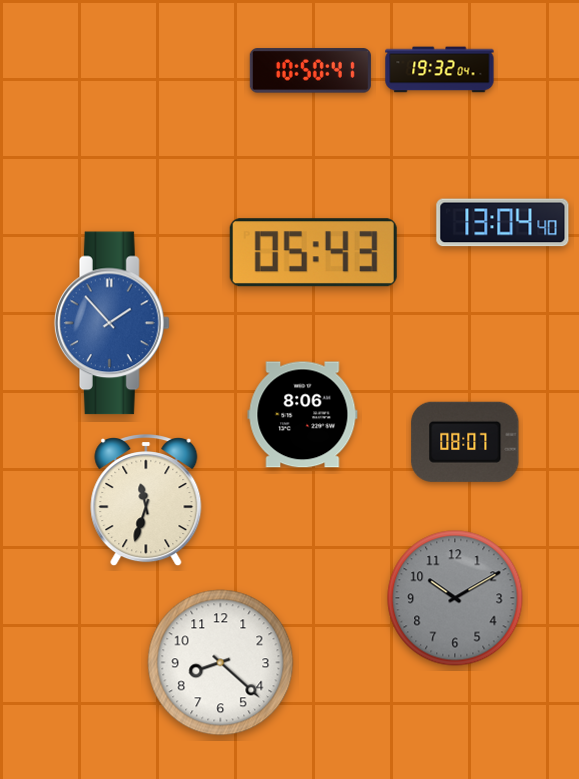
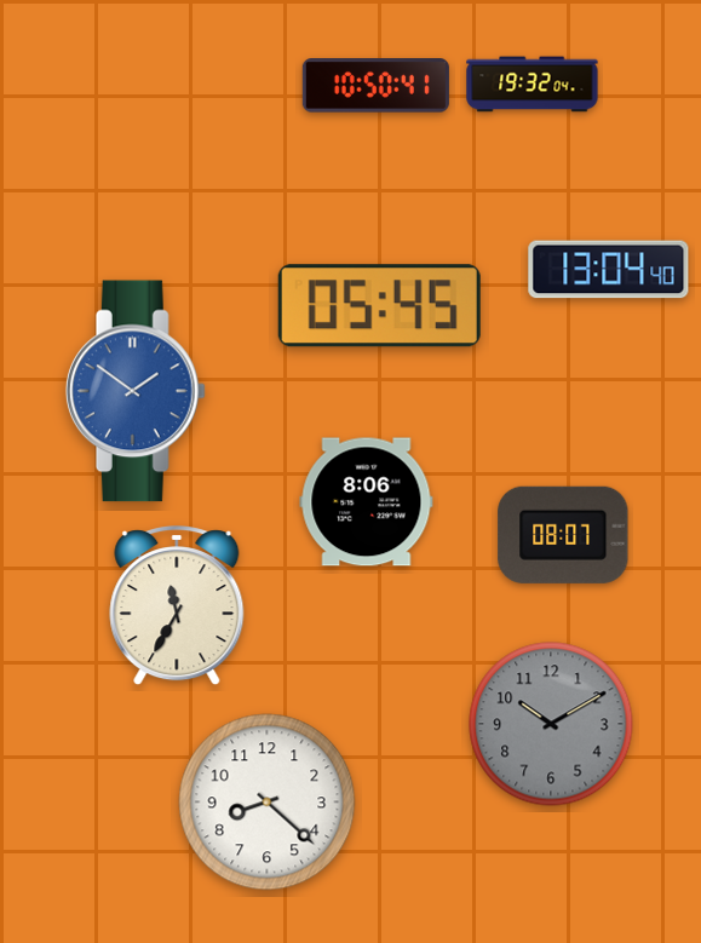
clock at (313, 253): 05:43 -> 05:45
clock at (112, 323): 1:53 -> 1:51
clock at (146, 501): 11:33 -> 11:35
